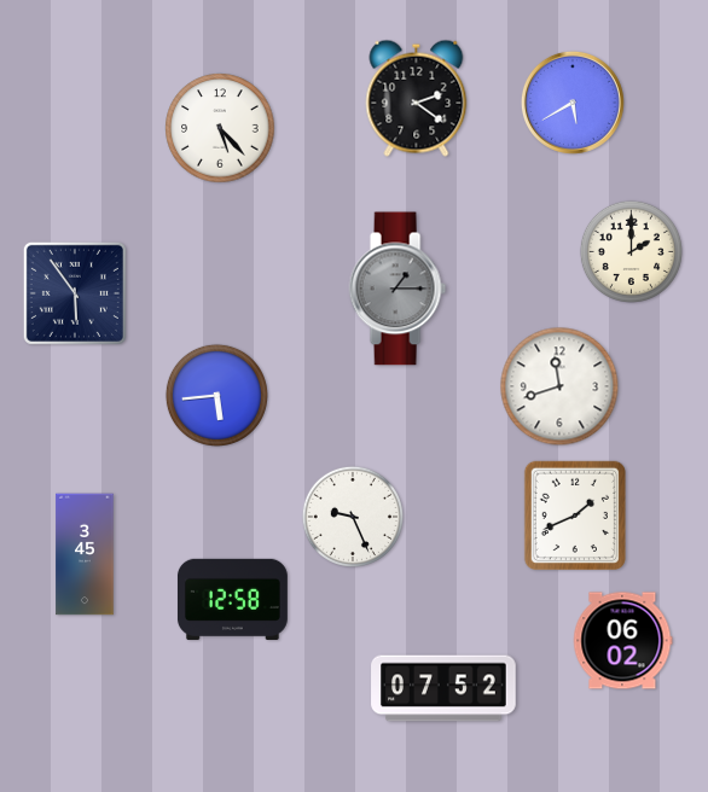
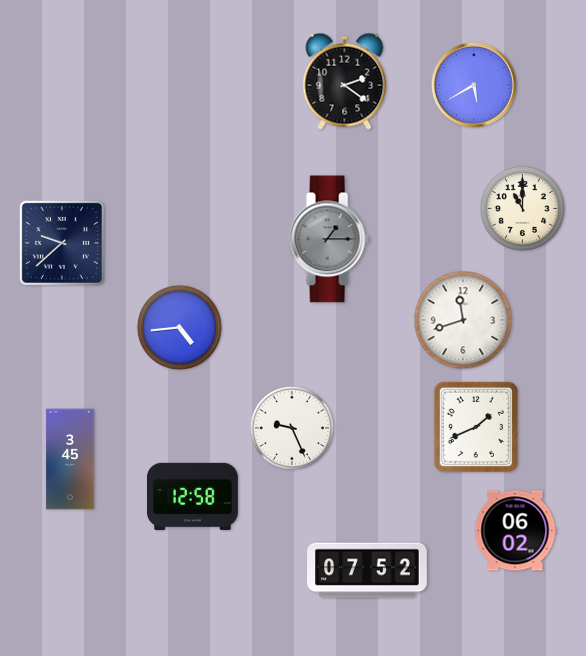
clock at (220, 128): 5:23 -> none
clock at (631, 251): 2:00 -> 11:00
clock at (75, 293): 5:54 -> 9:38
clock at (216, 395): 5:44 -> 4:44
